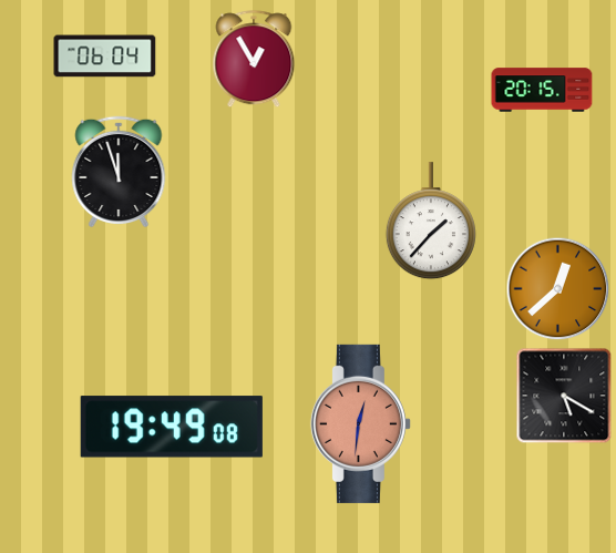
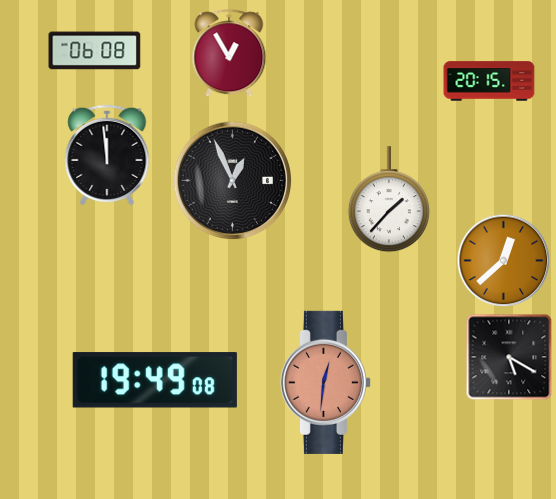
clock at (105, 57): 06:04 -> 06:08
clock at (119, 172): 11:57 -> 11:59
clock at (233, 181): none -> 12:56
clock at (172, 427) position: (172, 427) -> (155, 380)
